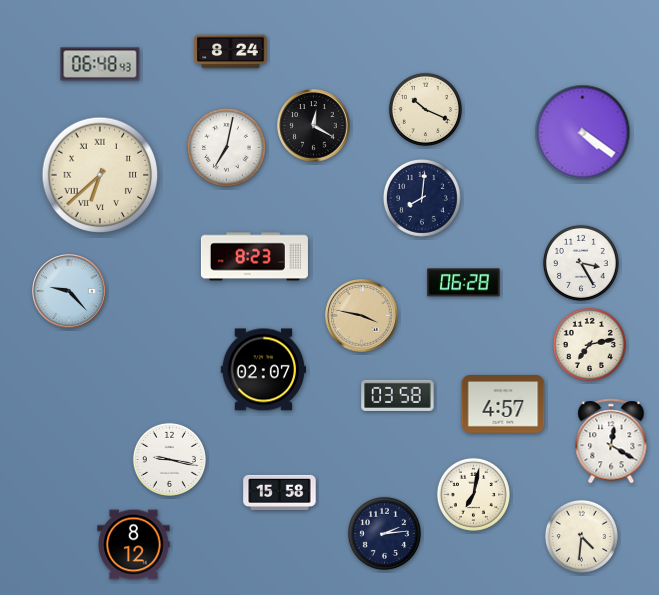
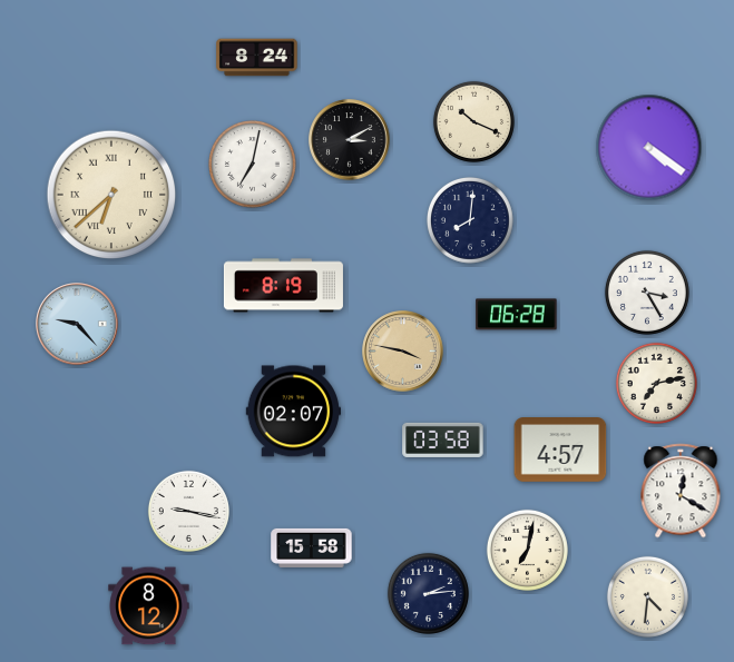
clock at (100, 64): 06:48 -> none
clock at (314, 126): 12:20 -> 3:10
clock at (254, 257): 8:23 -> 8:19
